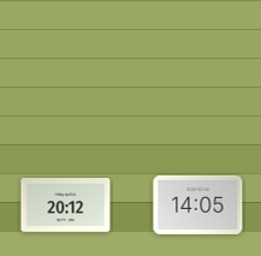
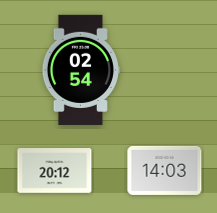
clock at (80, 70): none -> 02:54
clock at (198, 204): 14:05 -> 14:03
